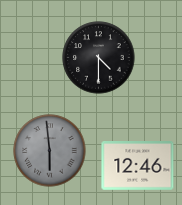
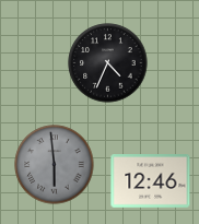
clock at (99, 58): 4:30 -> 4:34
